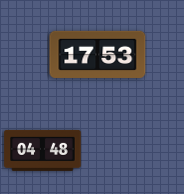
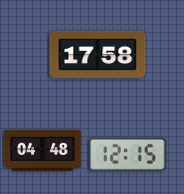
clock at (98, 54): 17:53 -> 17:58
clock at (128, 154): none -> 12:15
